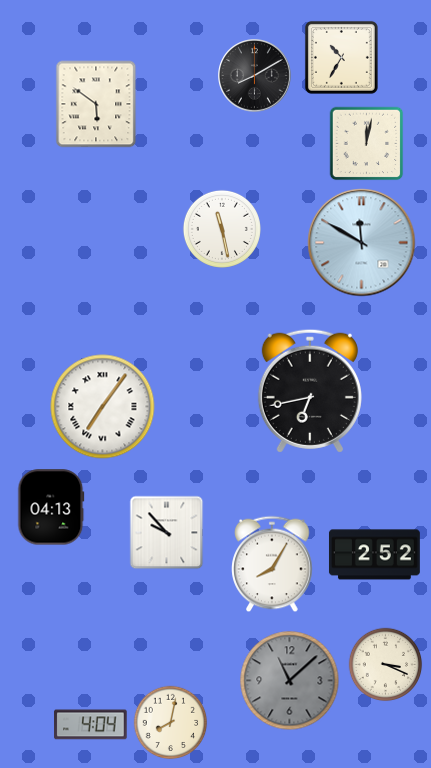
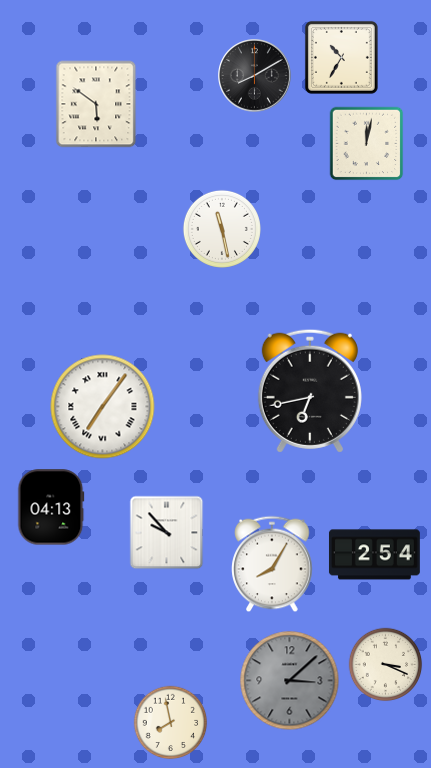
clock at (362, 243): 11:50 -> none
clock at (374, 555): 2:52 -> 2:54
clock at (290, 681): 11:08 -> 3:08
clock at (171, 723): 8:02 -> 7:58
clock at (91, 725): 4:04 -> none
